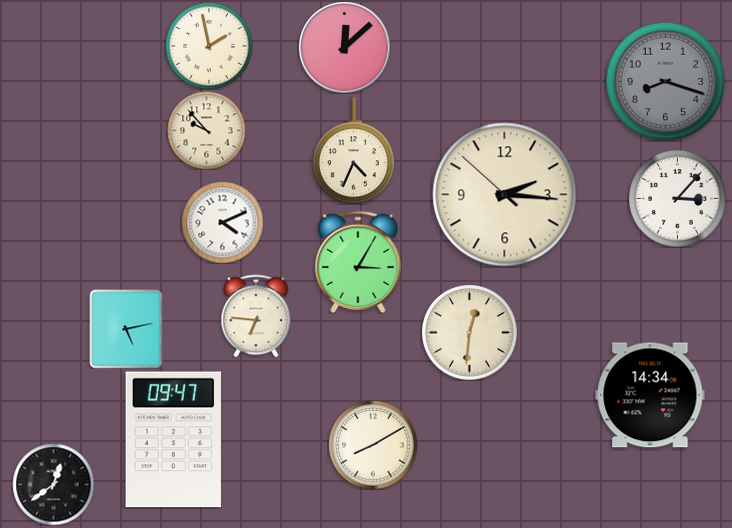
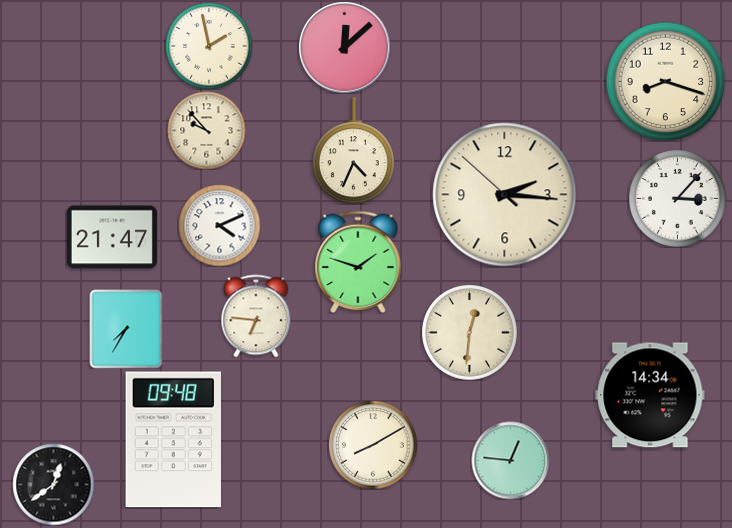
clock at (665, 81) dial: grey -> cream
clock at (222, 222) position: (222, 222) -> (219, 225)
clock at (112, 237): none -> 21:47
clock at (358, 262): 3:05 -> 1:48
clock at (126, 329): 5:13 -> 7:35
clock at (173, 440): 09:47 -> 09:48
clock at (510, 460): none -> 12:46
